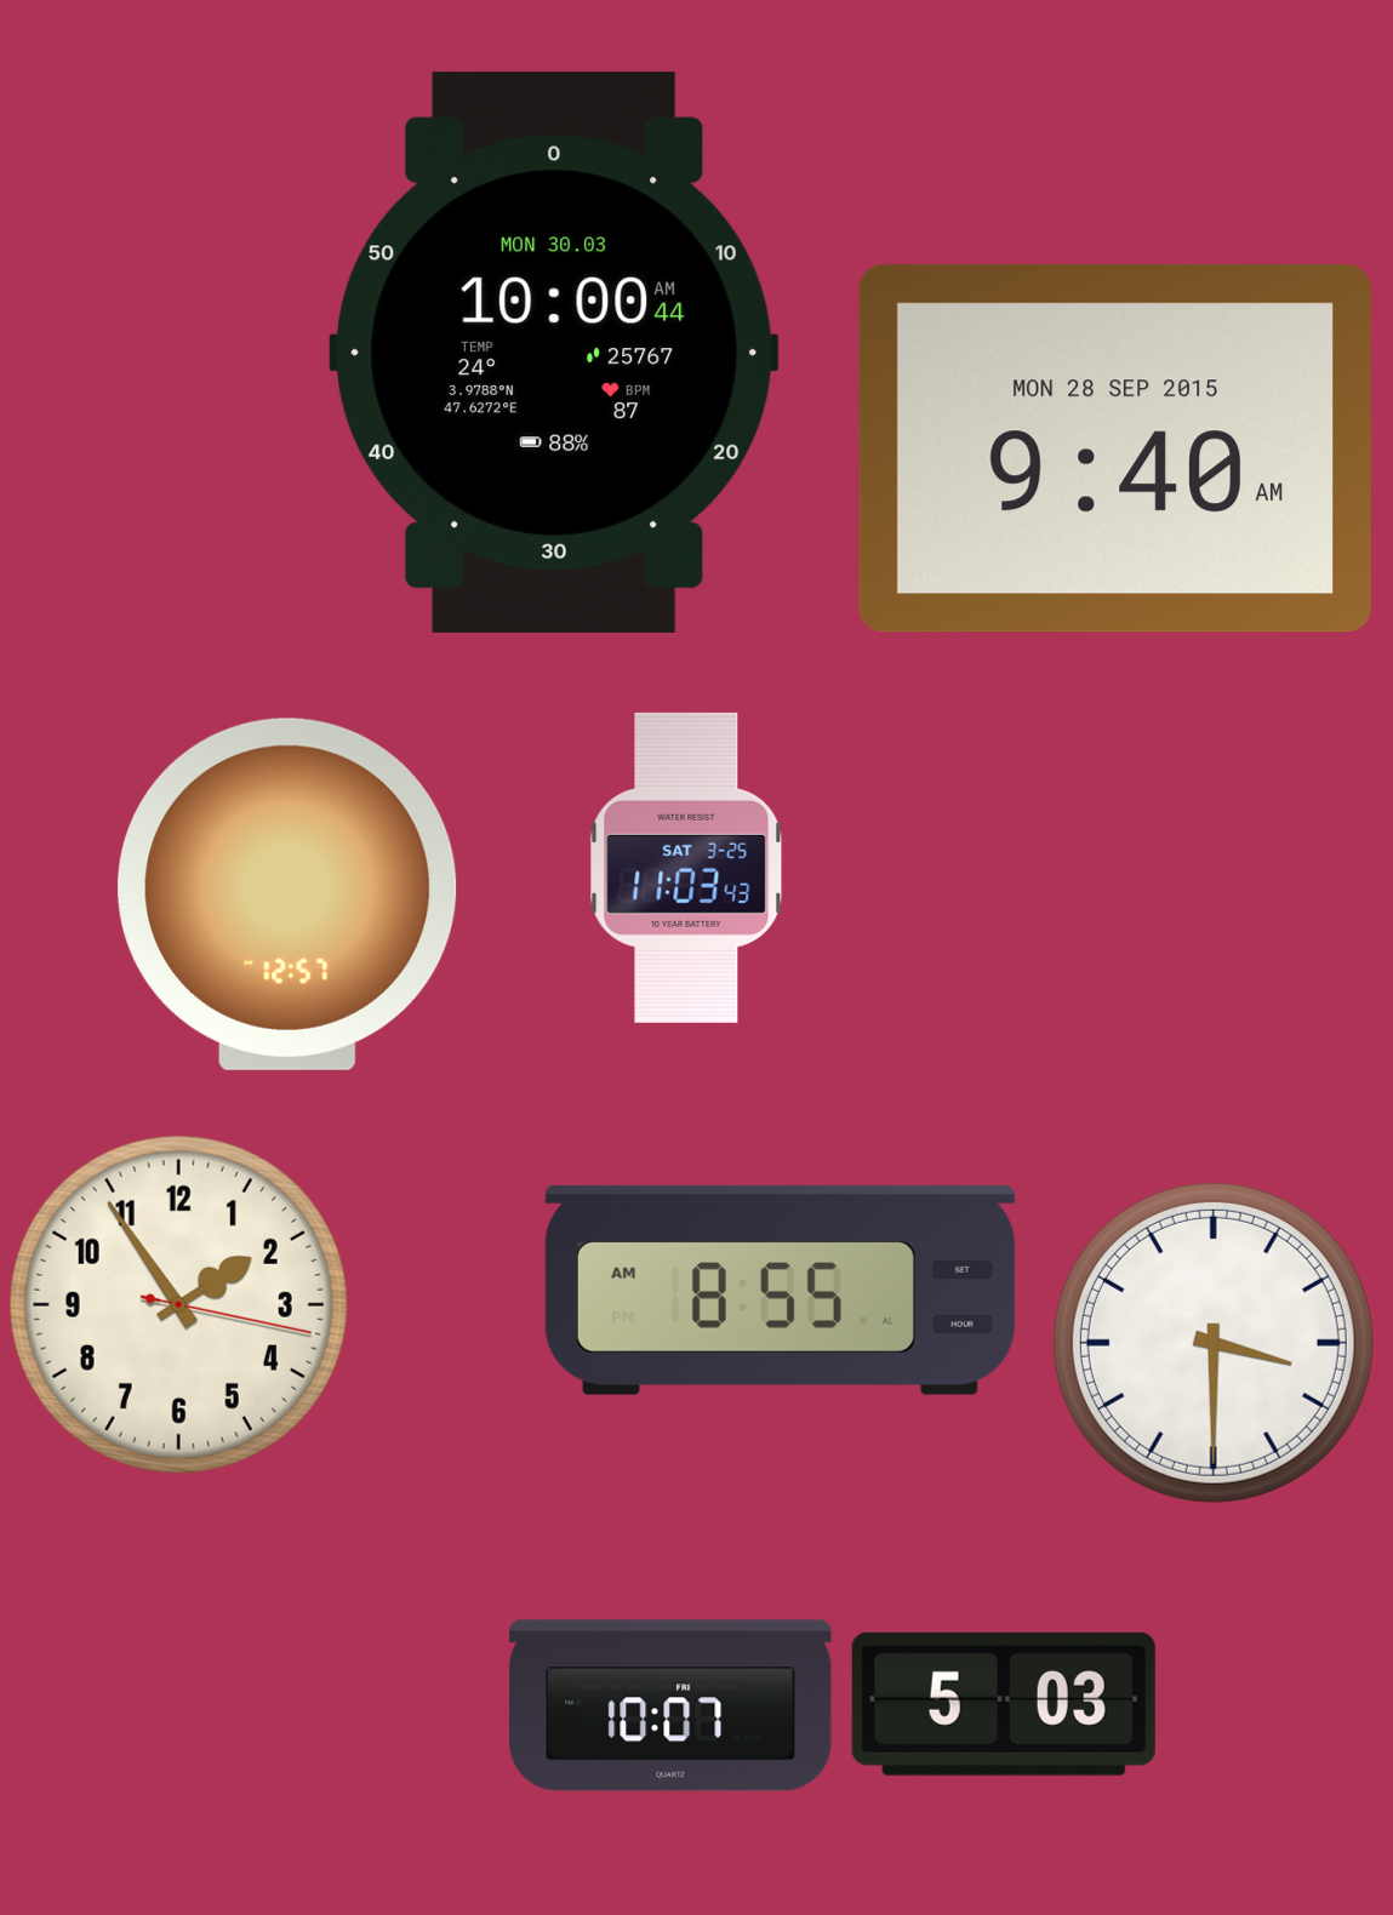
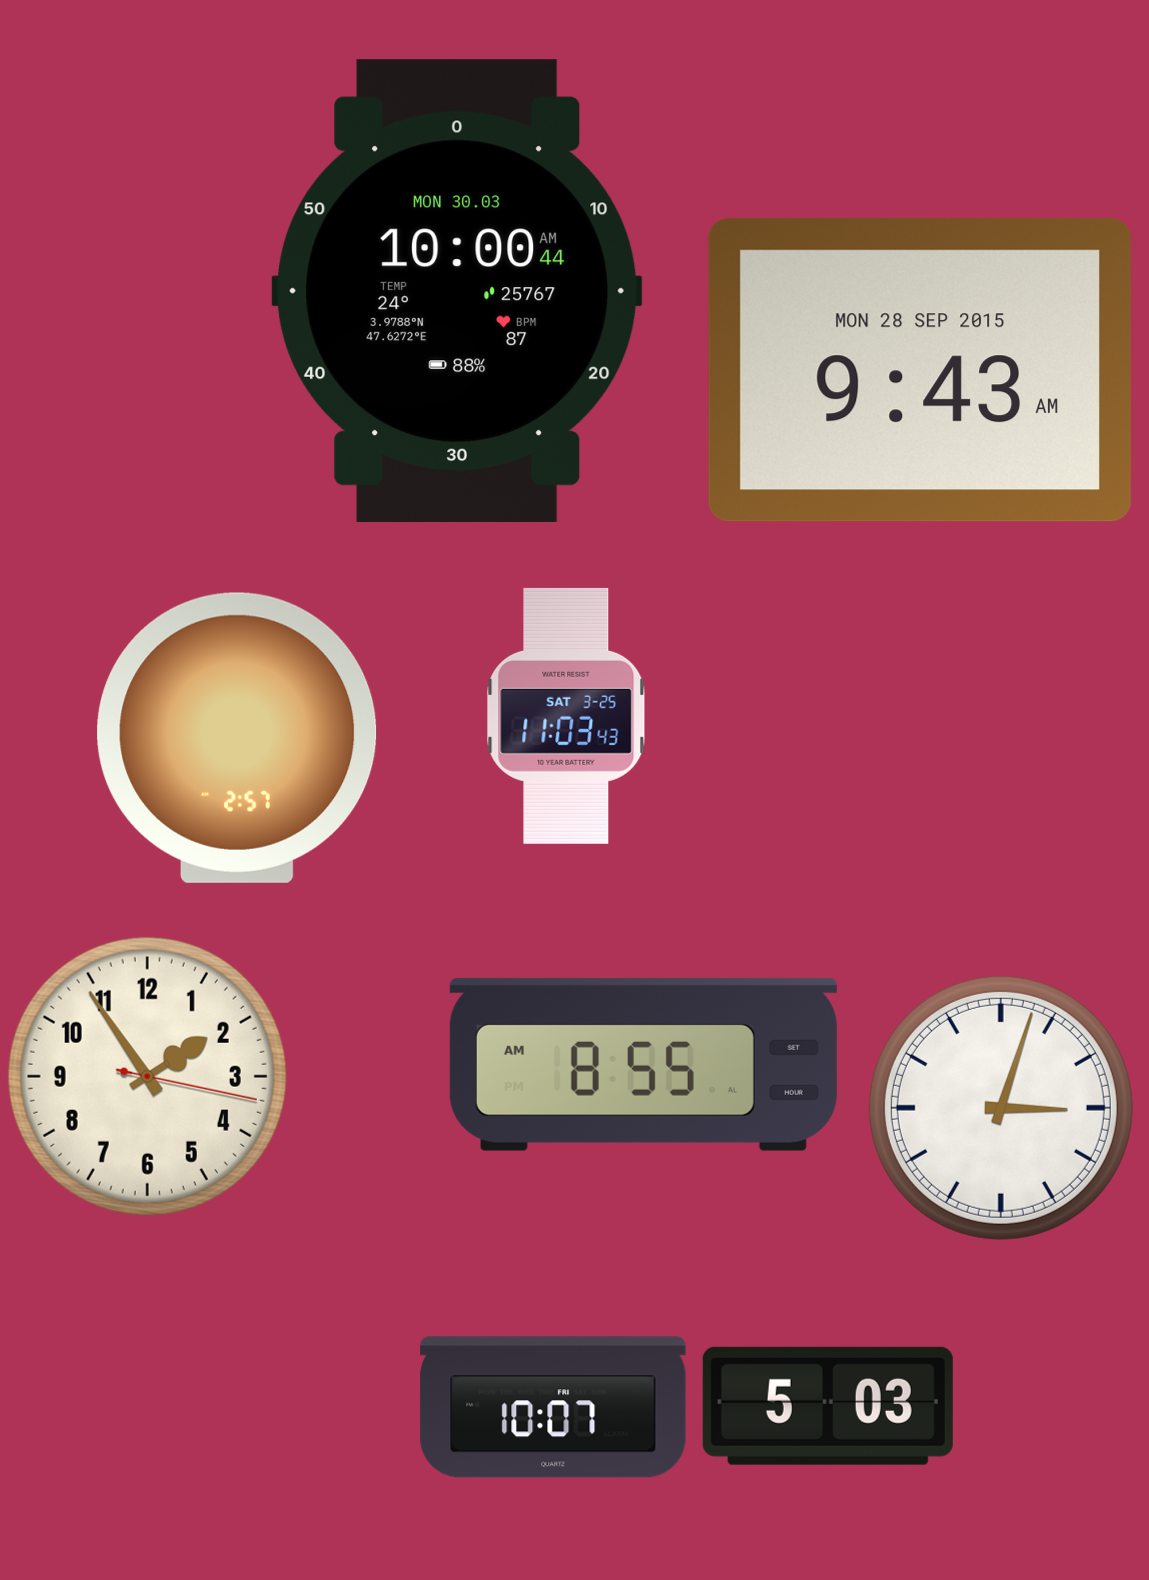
clock at (1115, 448): 9:40 -> 9:43
clock at (287, 894): 12:57 -> 2:57
clock at (1214, 1343): 3:30 -> 3:03
